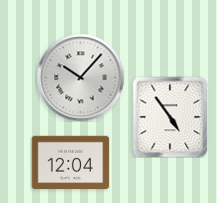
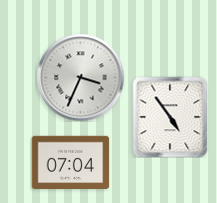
clock at (80, 77): 10:07 -> 3:34
clock at (70, 163): 12:04 -> 07:04
